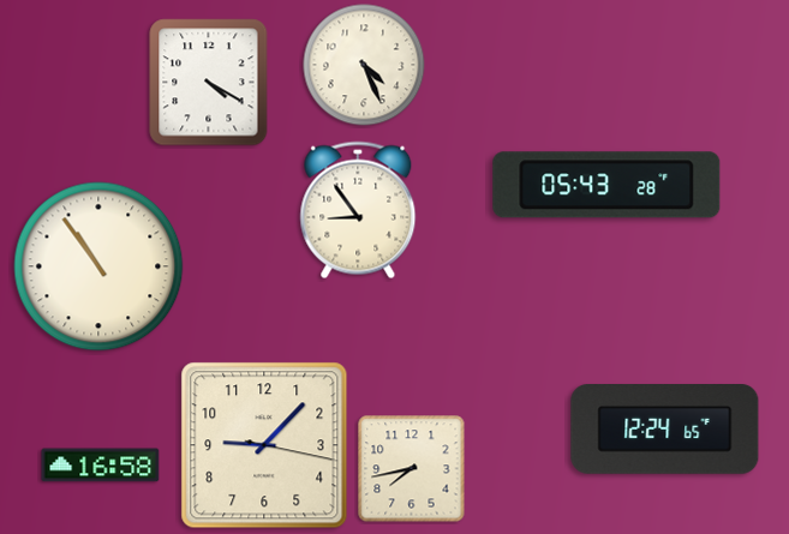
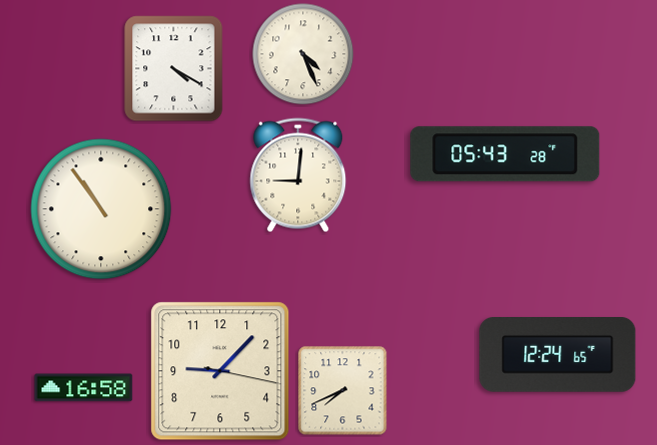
clock at (358, 210): 8:54 -> 9:01
clock at (98, 266) position: (98, 266) -> (101, 209)
clock at (665, 430) position: (665, 430) -> (558, 355)
clock at (412, 469): 7:43 -> 7:41
